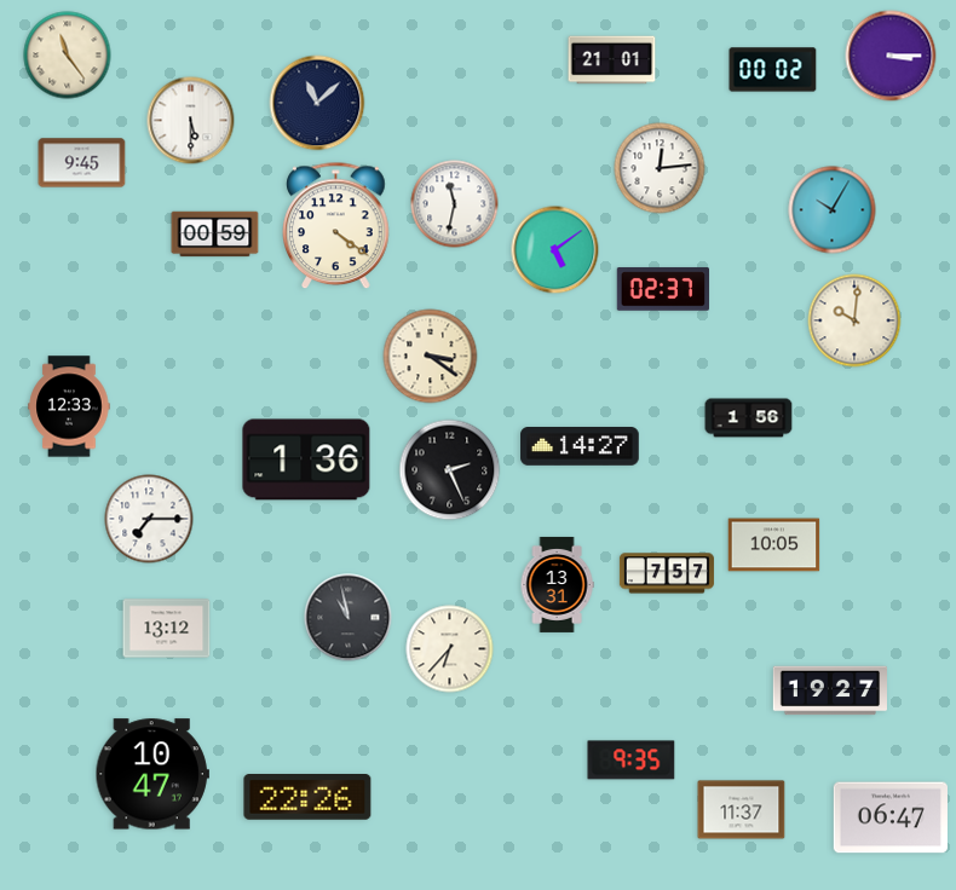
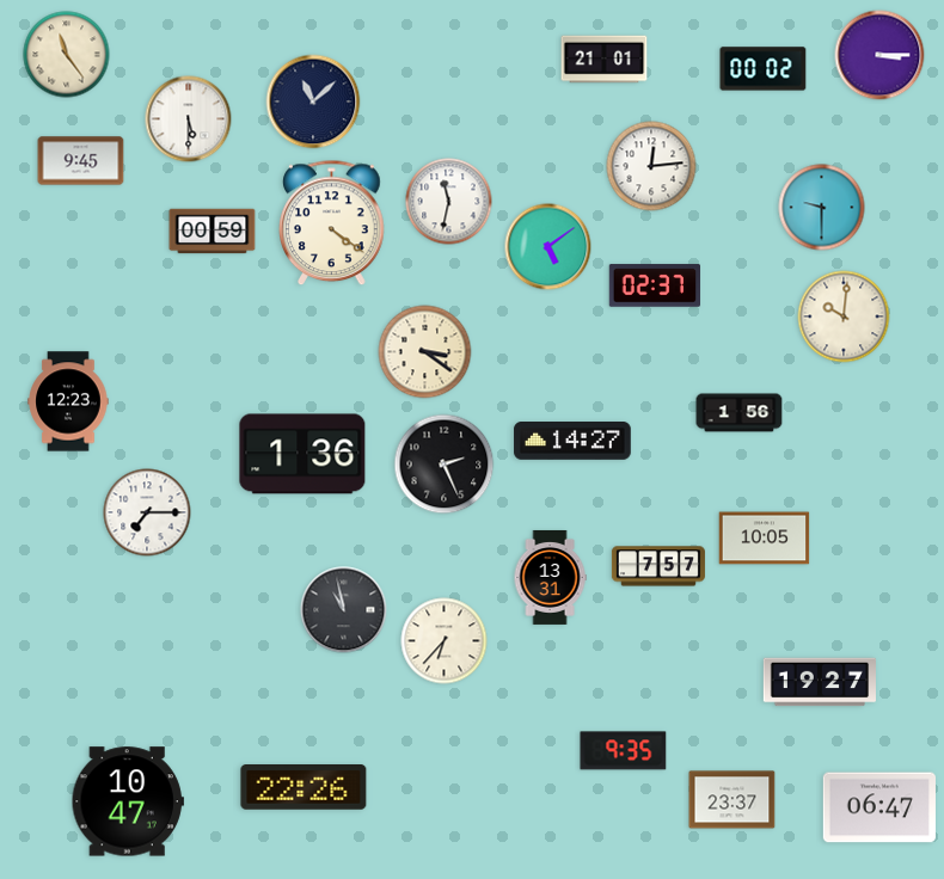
clock at (833, 210): 10:05 -> 9:30
clock at (69, 406): 12:33 -> 12:23
clock at (167, 629): 13:12 -> none
clock at (152, 774) position: (152, 774) -> (128, 801)
clock at (742, 810): 11:37 -> 23:37
